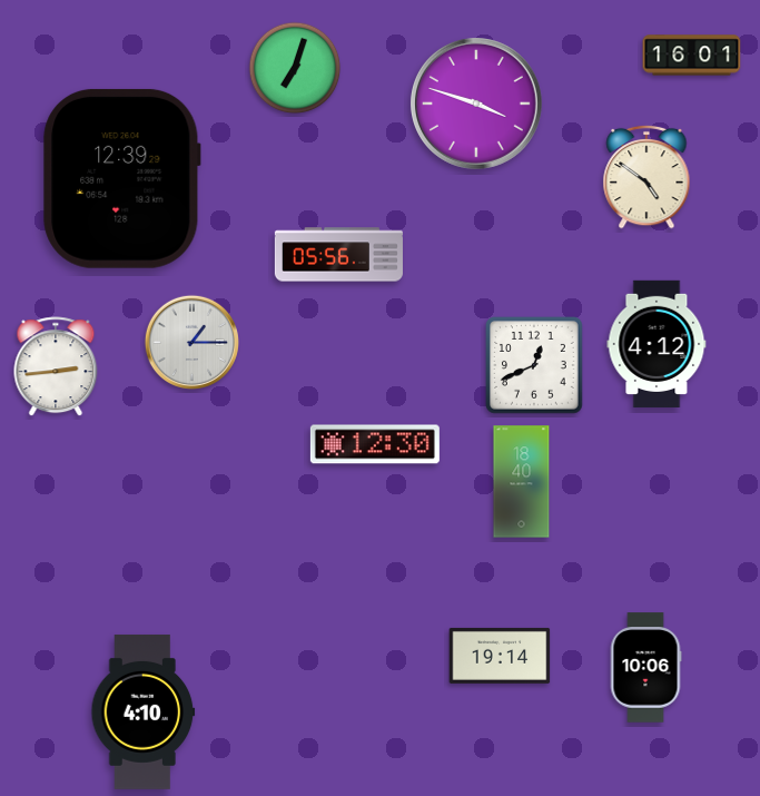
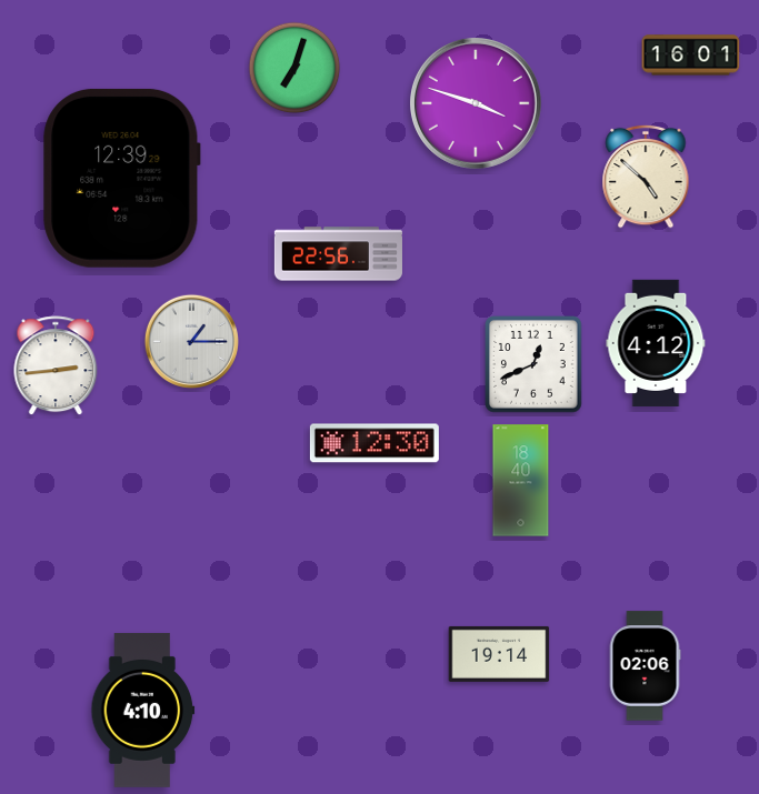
clock at (647, 177): 4:51 -> 4:52
clock at (338, 255): 05:56 -> 22:56
clock at (645, 668): 10:06 -> 02:06
